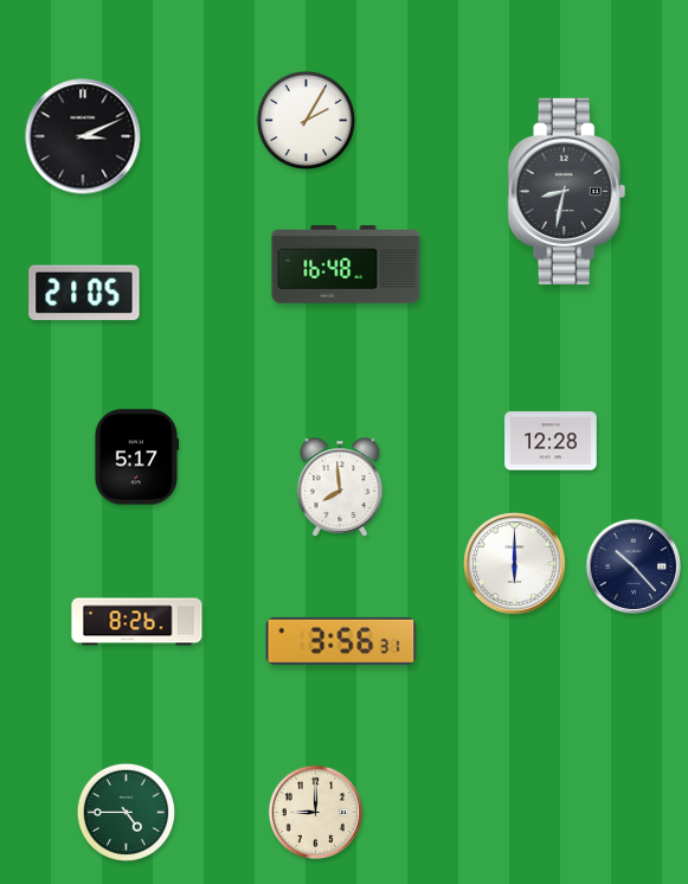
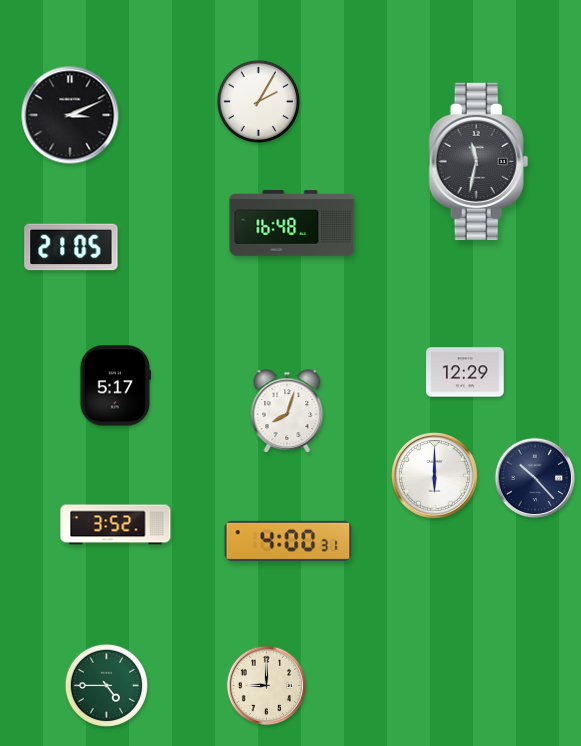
clock at (567, 191): 8:32 -> 11:32
clock at (551, 441): 12:28 -> 12:29
clock at (340, 487): 7:59 -> 8:03
clock at (137, 622): 8:26 -> 3:52
clock at (341, 641): 3:56 -> 4:00
